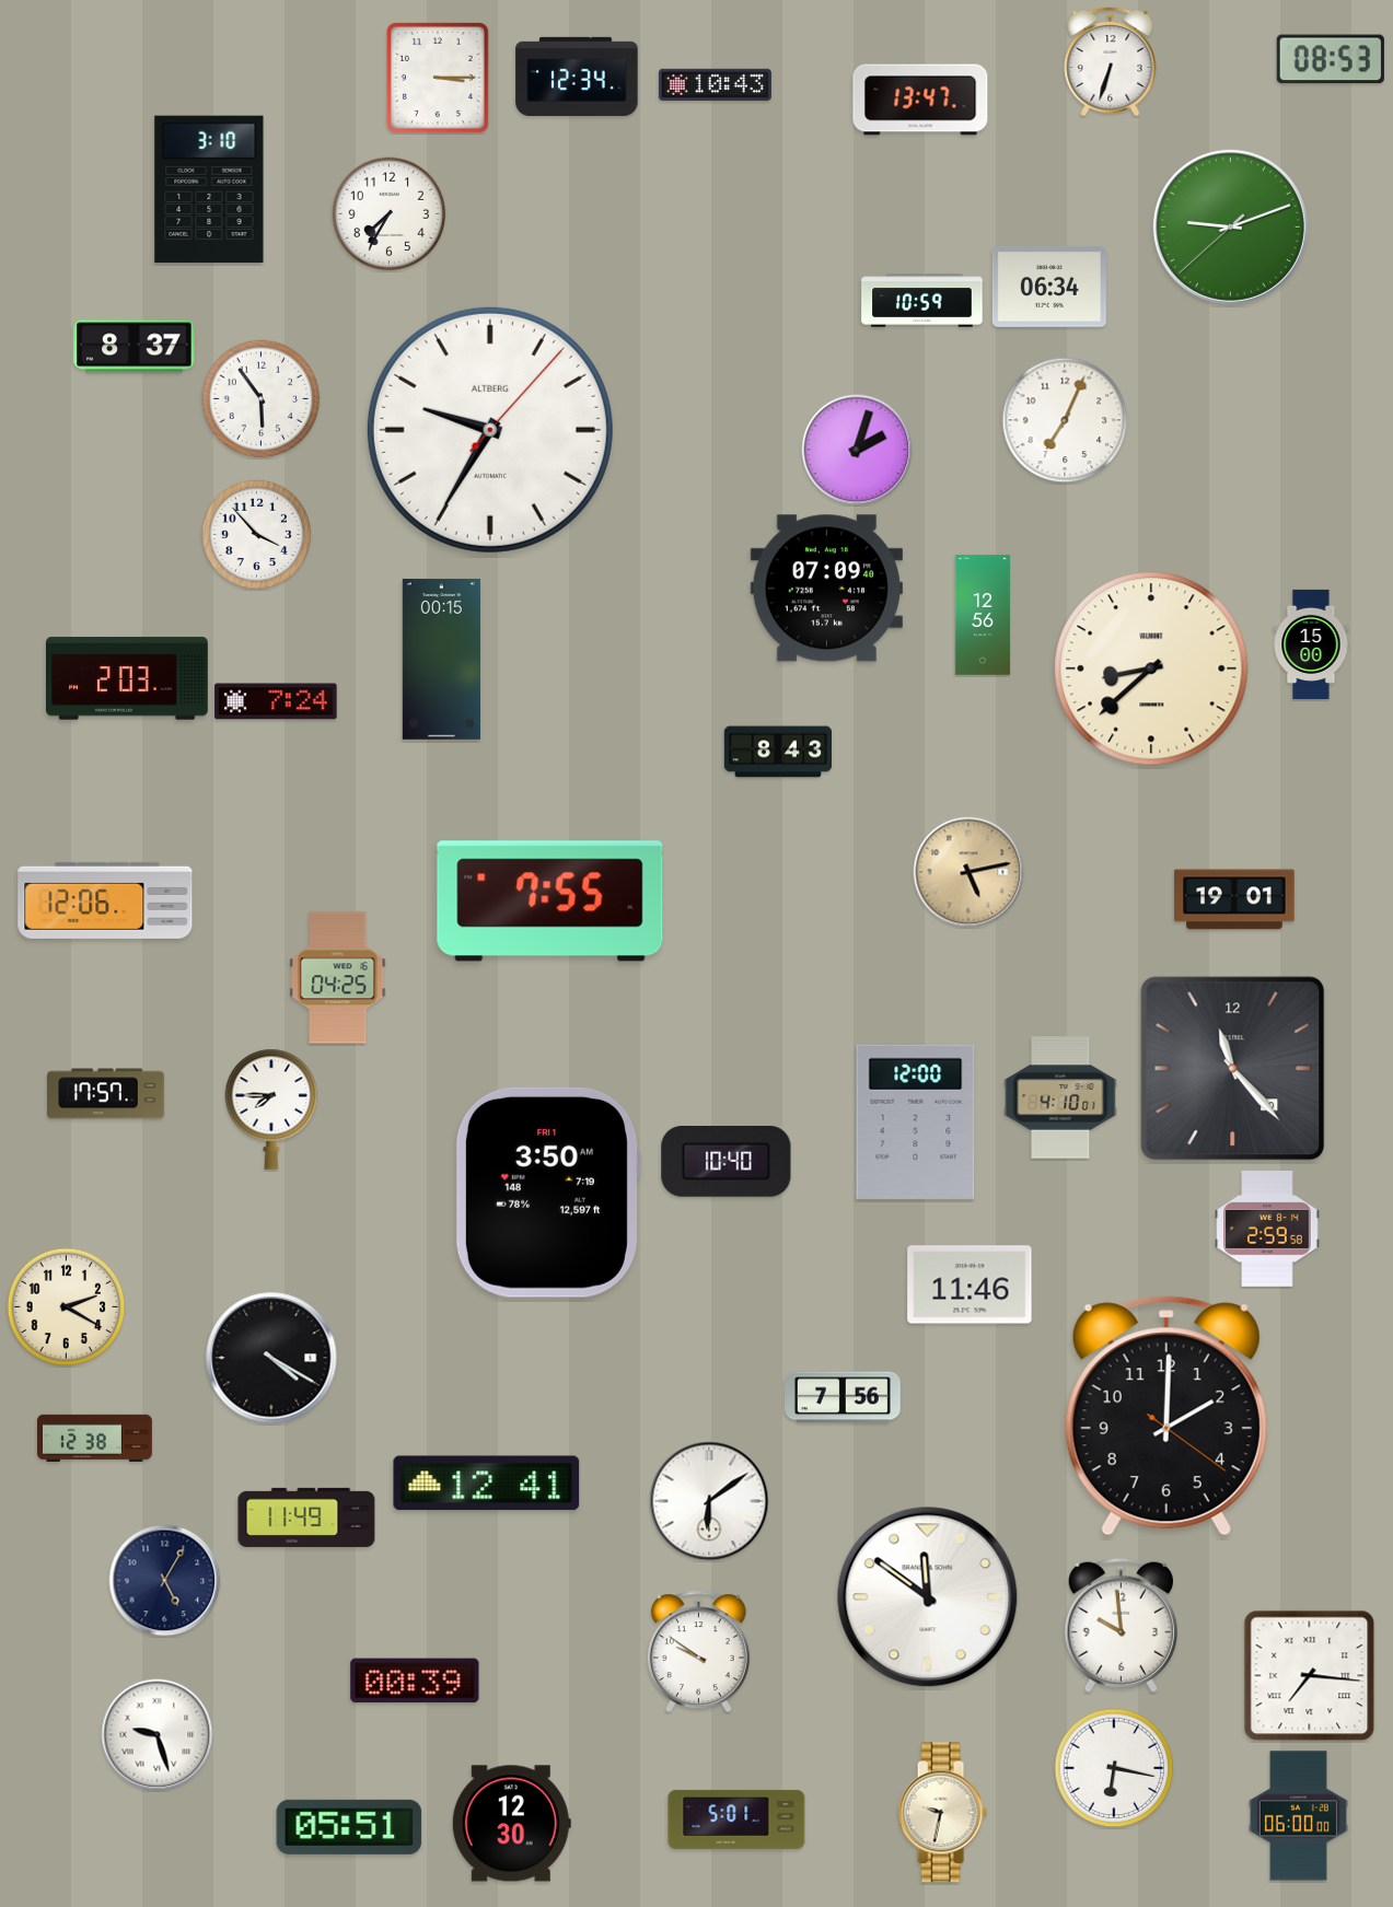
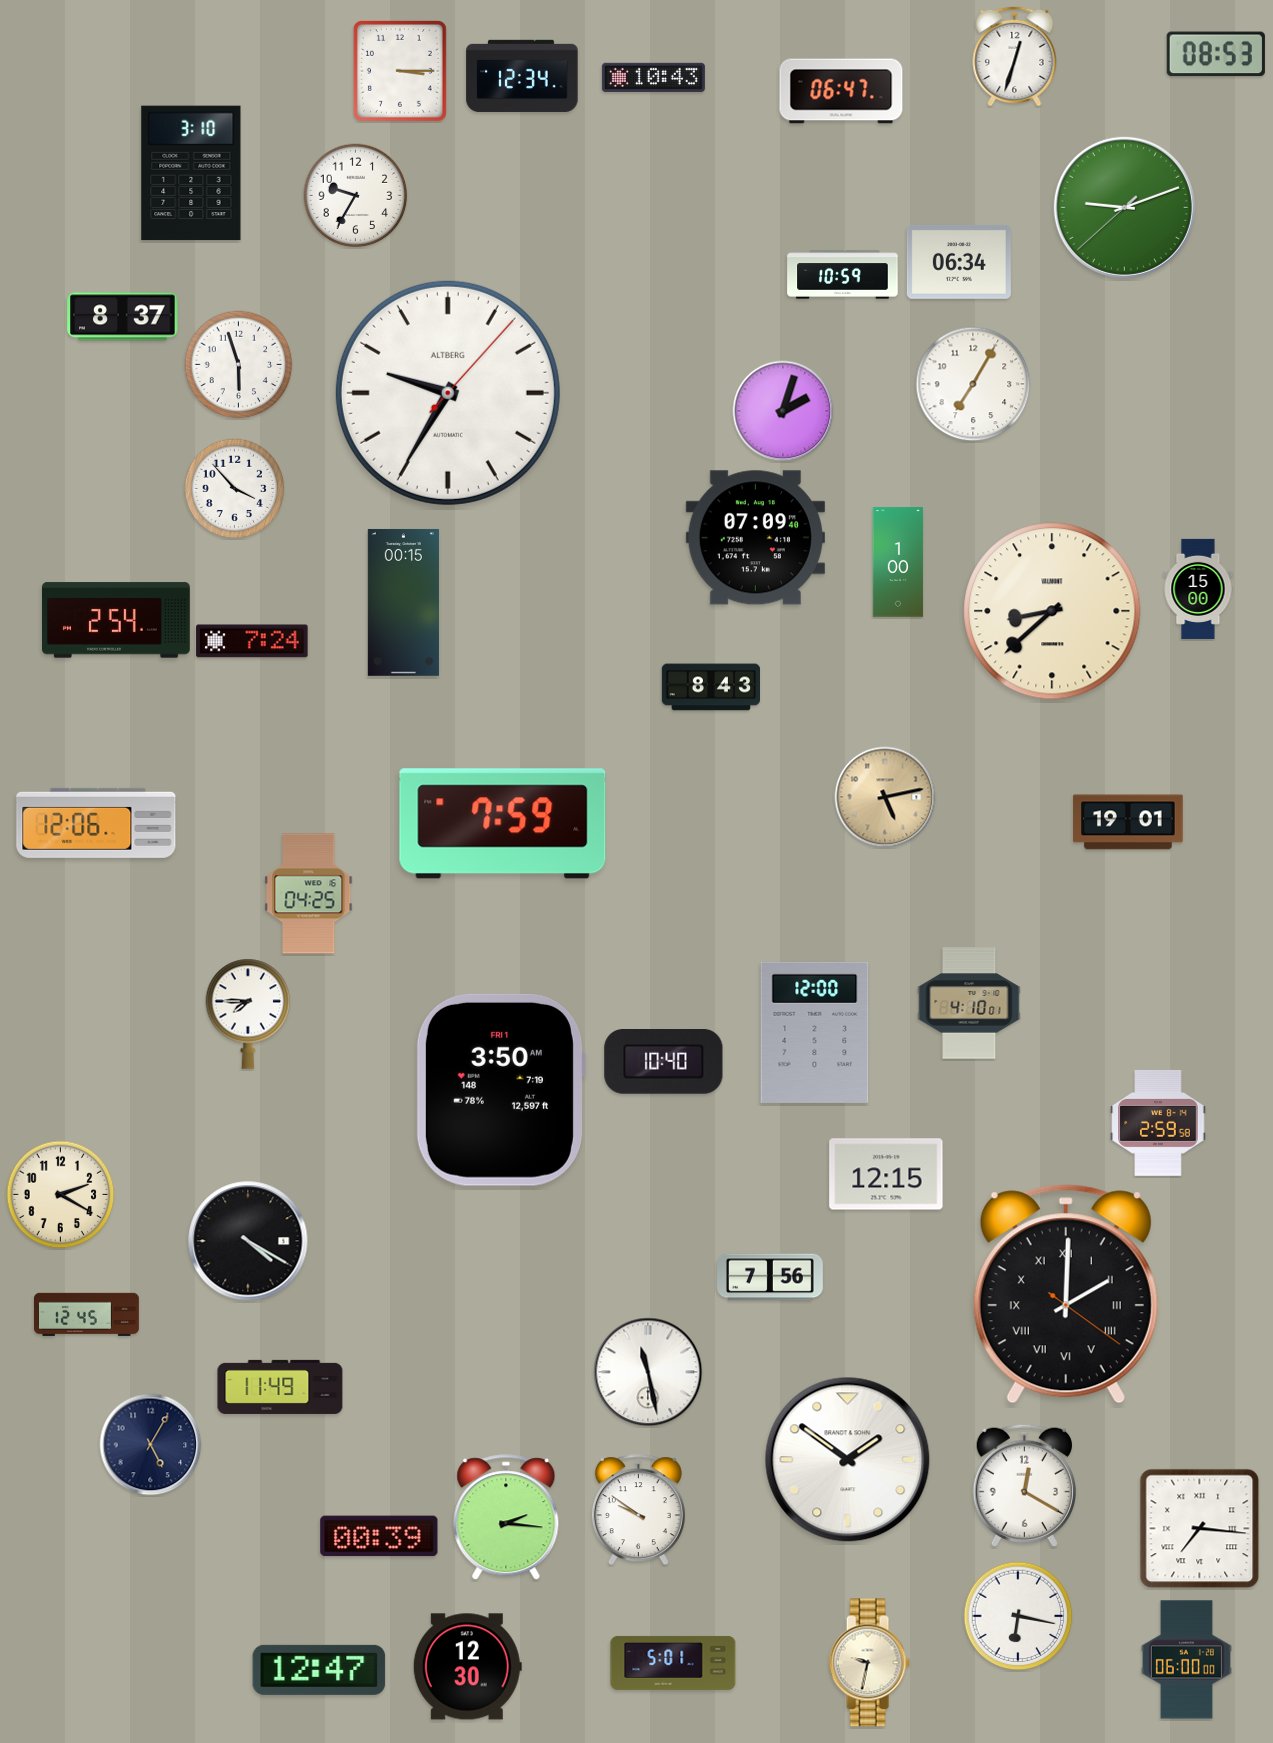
clock at (1111, 61): 6:33 -> 12:33
clock at (577, 77) position: (577, 77) -> (522, 76)
clock at (920, 100): 13:47 -> 06:47
clock at (390, 214): 7:35 -> 9:35
clock at (262, 399): 5:54 -> 5:57
clock at (1065, 420): 7:04 -> 7:05
clock at (983, 615): 12:56 -> 1:00
clock at (128, 678): 2:03 -> 2:54
clock at (550, 902): 7:55 -> 7:59
clock at (1233, 1069): 11:23 -> none
clock at (106, 1094): 17:57 -> none
clock at (916, 1121) position: (916, 1121) -> (815, 1032)
clock at (970, 1284): 11:46 -> 12:15
clock at (1166, 1416) numerals: Arabic -> Roman
clock at (94, 1438): 12:38 -> 12:45
clock at (487, 1484): 12:41 -> none
clock at (709, 1501): 6:09 -> 11:28
clock at (928, 1597): 11:51 -> 1:51
clock at (1121, 1625): 9:59 -> 12:20
clock at (506, 1518): none -> 2:16
clock at (1310, 1676) position: (1310, 1676) -> (1200, 1529)
clock at (158, 1735): 9:27 -> none
clock at (942, 1813) position: (942, 1813) -> (869, 1663)
clock at (349, 1827): 05:51 -> 12:47
